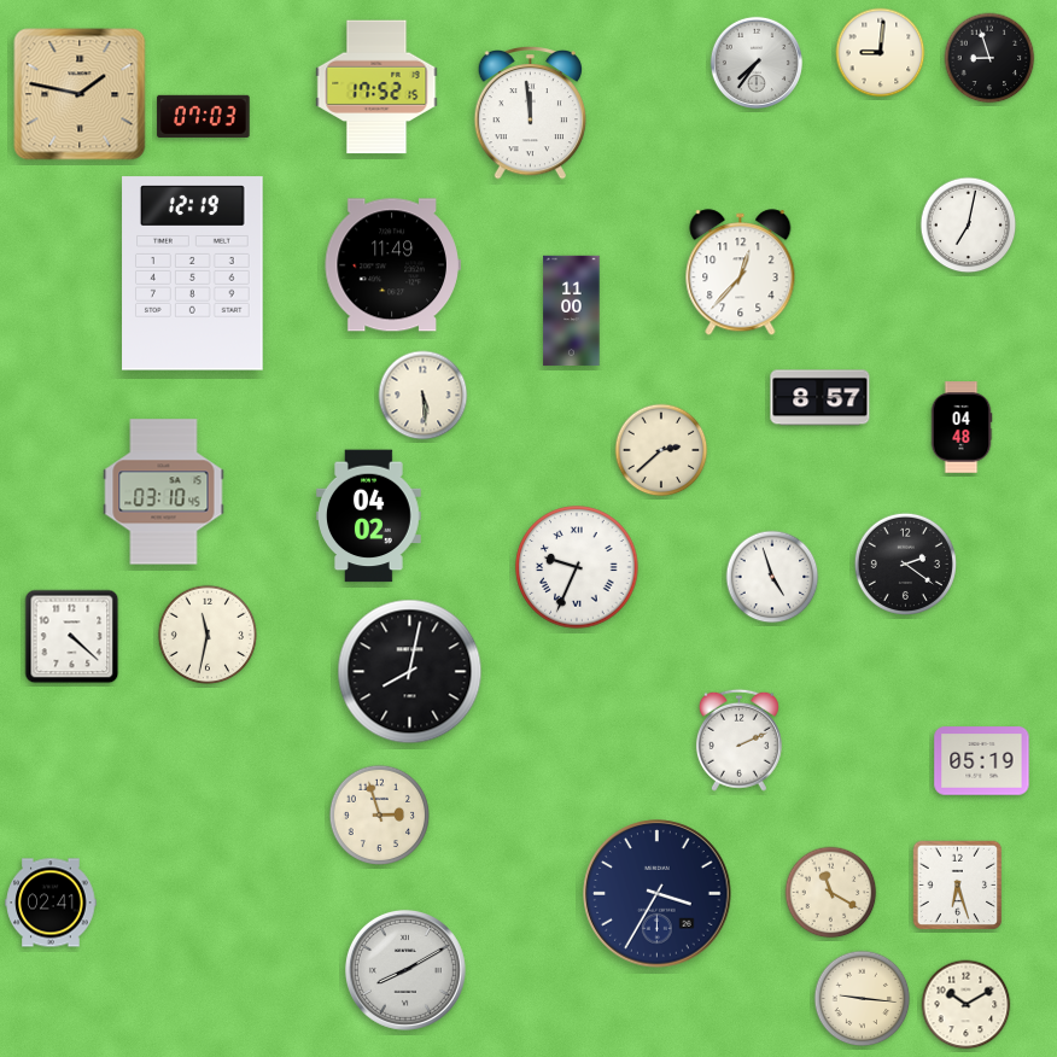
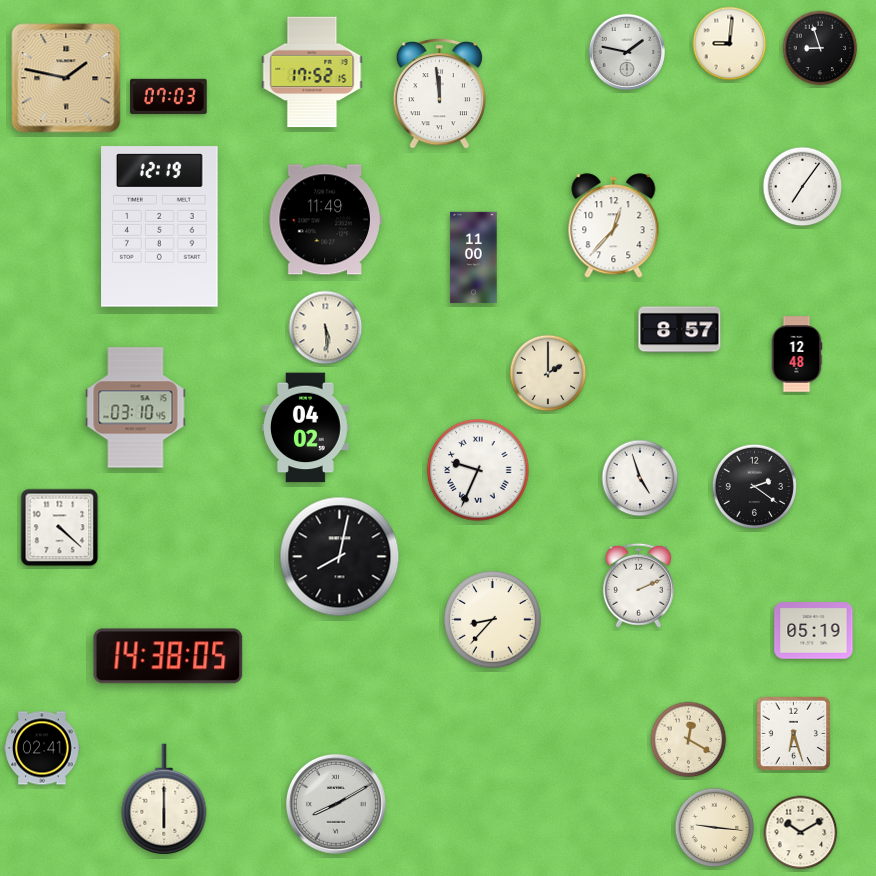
clock at (757, 63): 7:36 -> 1:47
clock at (969, 226): 7:02 -> 7:06
clock at (424, 396) position: (424, 396) -> (326, 328)
clock at (962, 427): 04:48 -> 12:48
clock at (661, 450): 2:38 -> 2:00
clock at (905, 563) position: (905, 563) -> (754, 486)
clock at (208, 635): 11:32 -> none
clock at (738, 740) position: (738, 740) -> (638, 585)
clock at (493, 620): none -> 8:37
clock at (168, 656): none -> 14:38
clock at (380, 816): 2:57 -> none
clock at (831, 893): 11:20 -> 12:20
clock at (658, 894): 3:35 -> none
clock at (164, 799): none -> 6:00
